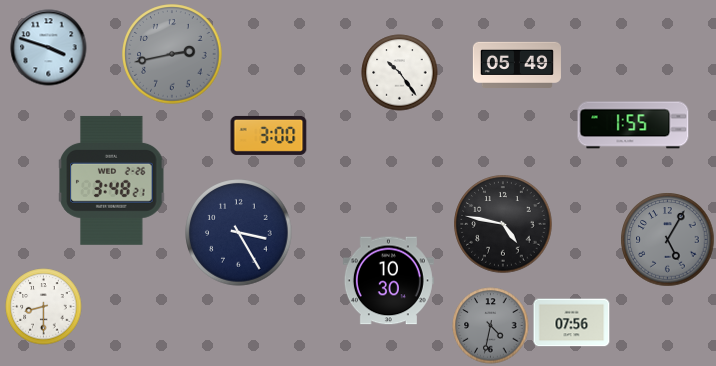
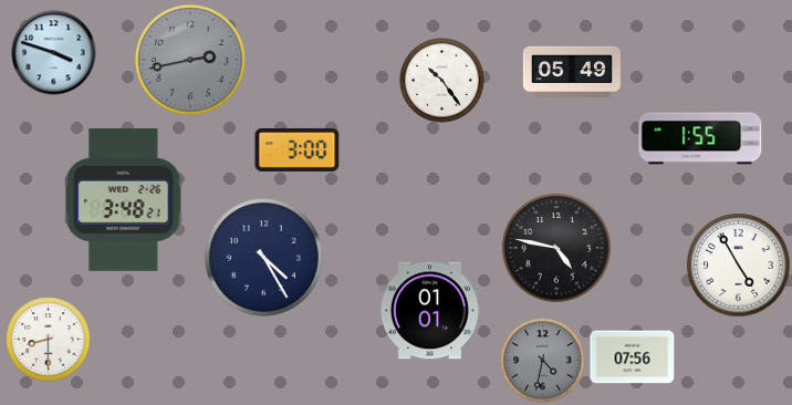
clock at (239, 233): 3:25 -> 4:25
clock at (668, 240): 5:05 -> 4:55
clock at (668, 240) dial: grey -> white
clock at (388, 281): 10:30 -> 01:01
